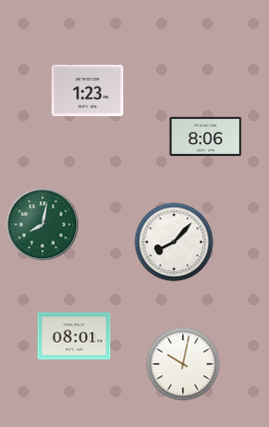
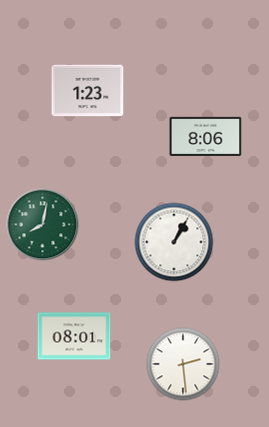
clock at (174, 242): 8:07 -> 1:05
clock at (183, 364): 10:02 -> 2:29
